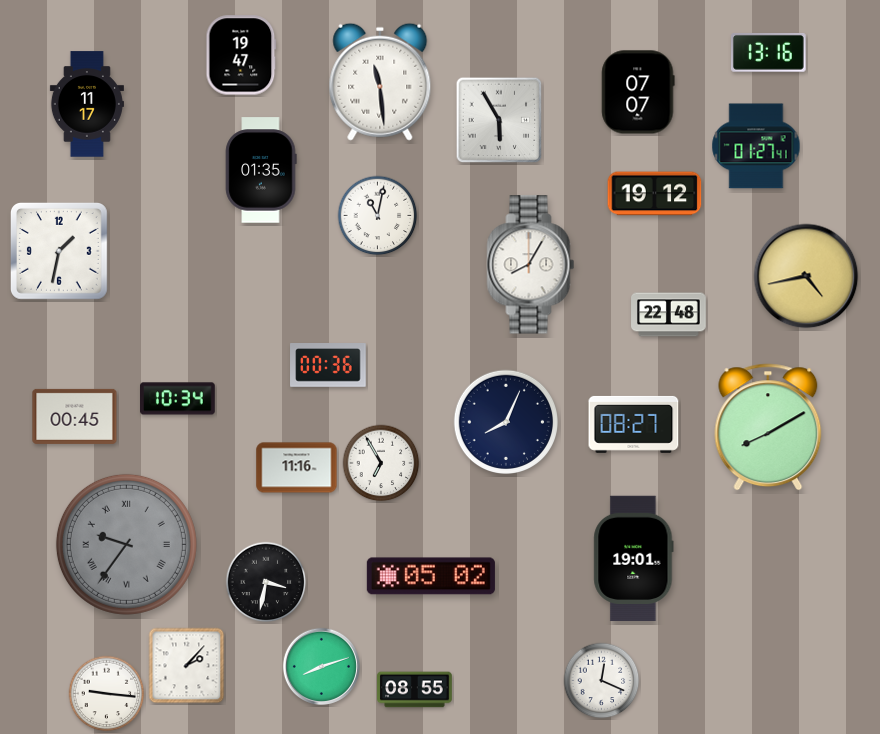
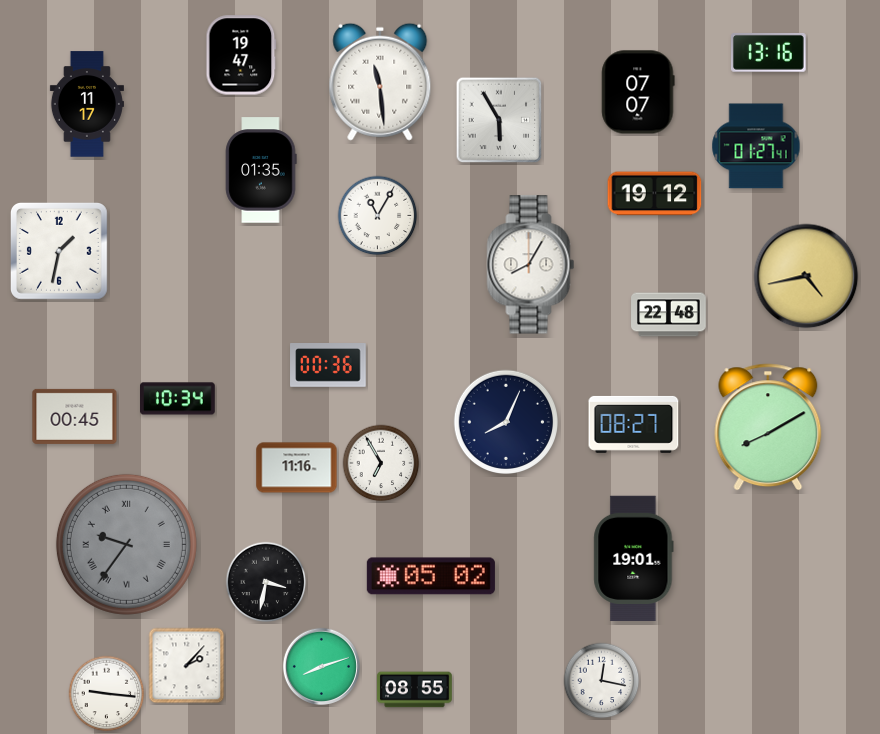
clock at (378, 216): 11:02 -> 11:05
clock at (602, 681): 12:19 -> 12:17
